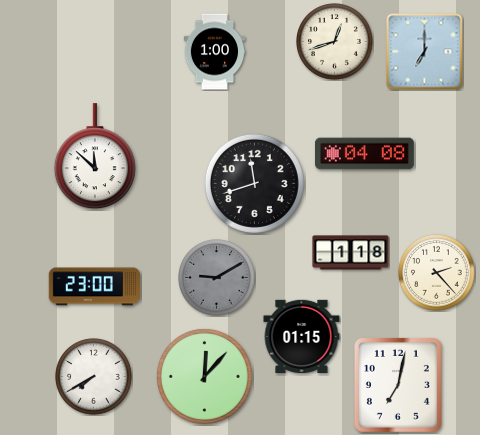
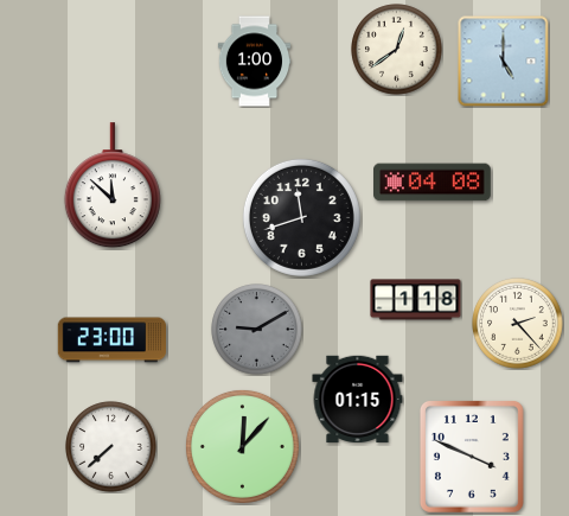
clock at (335, 42): 12:42 -> 12:39
clock at (425, 52): 7:00 -> 5:00
clock at (94, 377): 7:40 -> 7:38
clock at (398, 385): 7:02 -> 3:49
